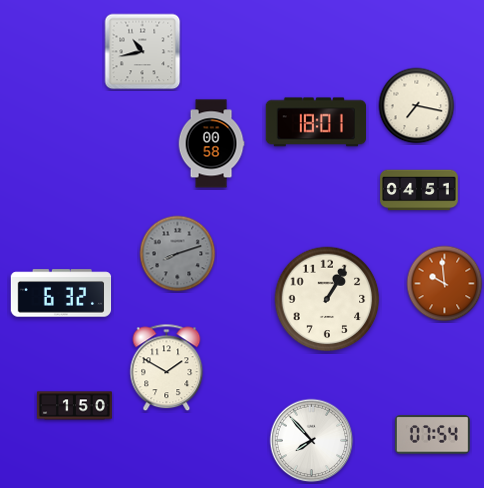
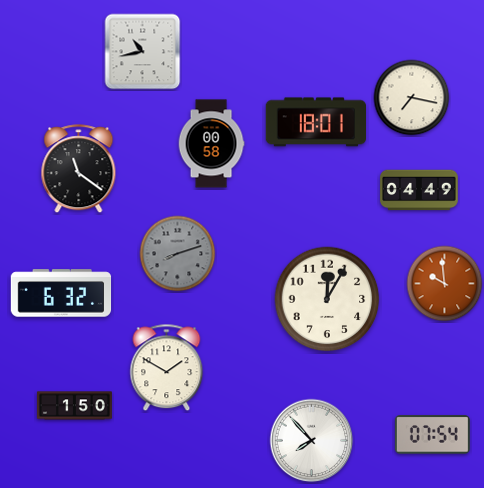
clock at (417, 106) position: (417, 106) -> (412, 98)
clock at (79, 169): none -> 11:21
clock at (419, 190): 04:51 -> 04:49
clock at (327, 299): 1:05 -> 12:05
